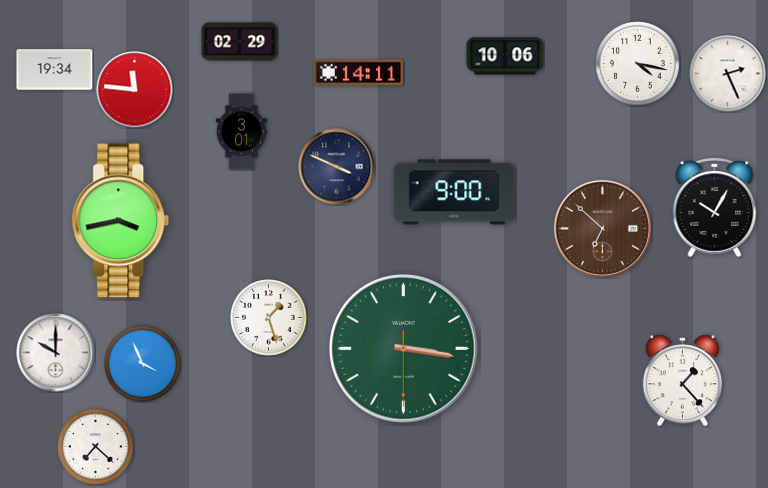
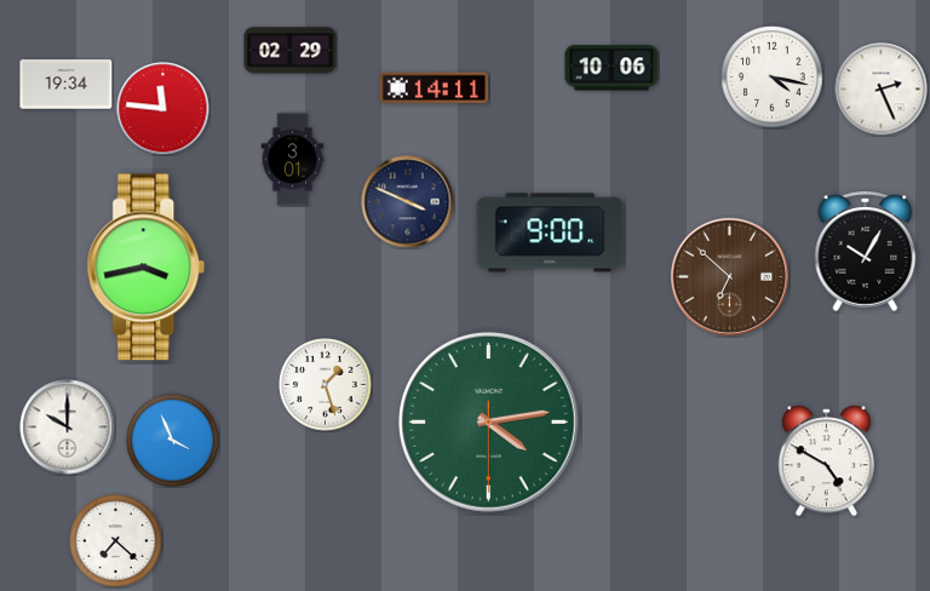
clock at (404, 349): 3:16 -> 4:13
clock at (682, 381): 1:23 -> 4:50
